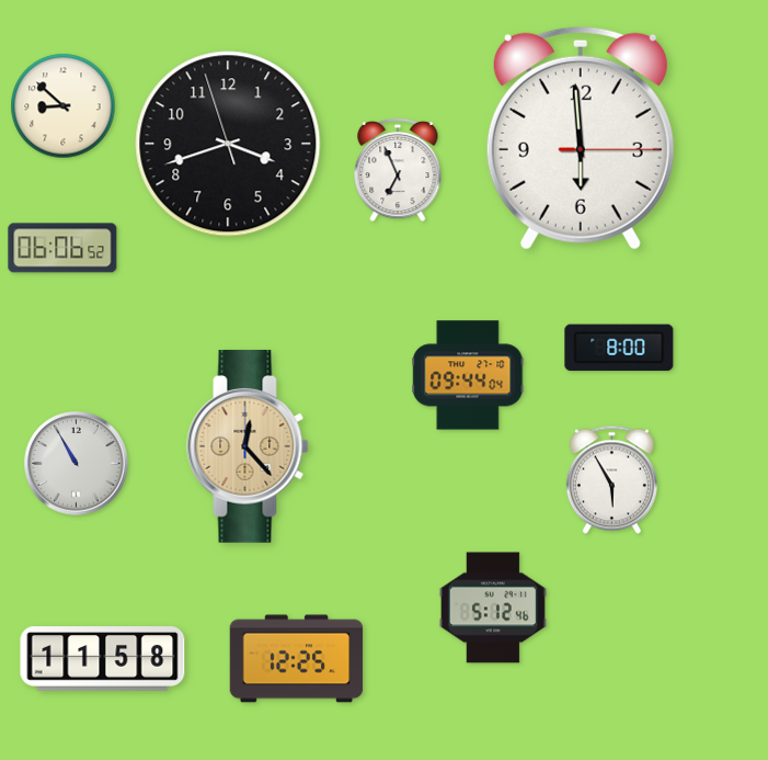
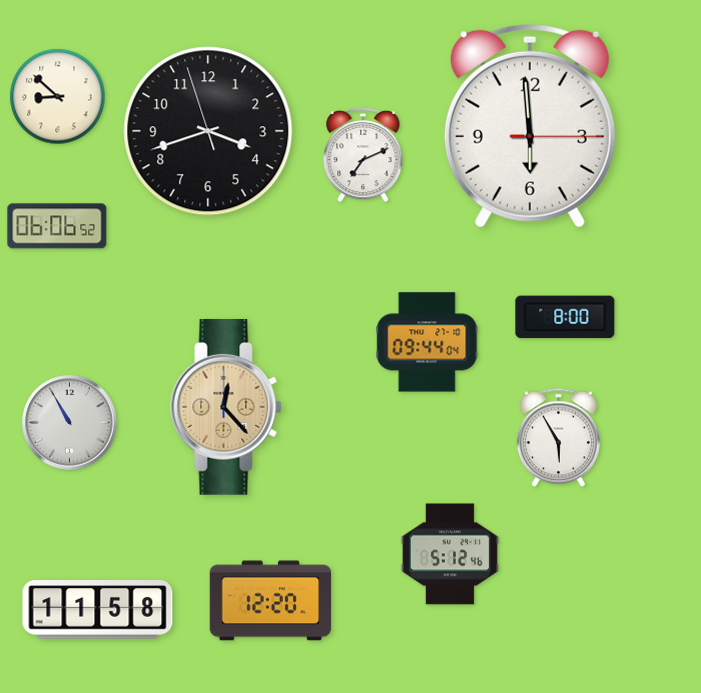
clock at (398, 170): 6:56 -> 7:11
clock at (103, 659) position: (103, 659) -> (98, 610)
clock at (297, 659): 12:25 -> 12:20
